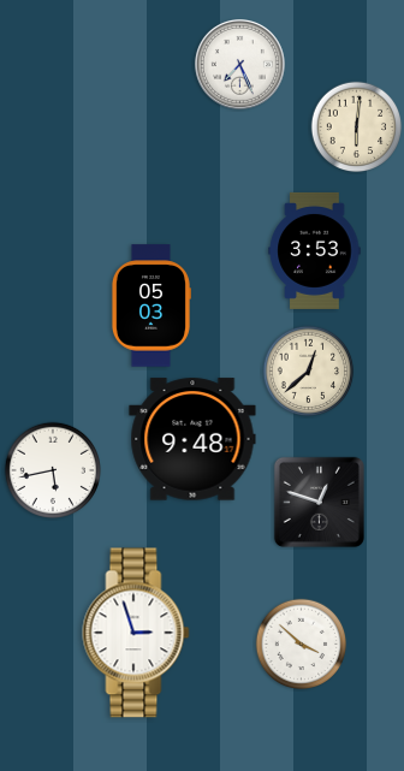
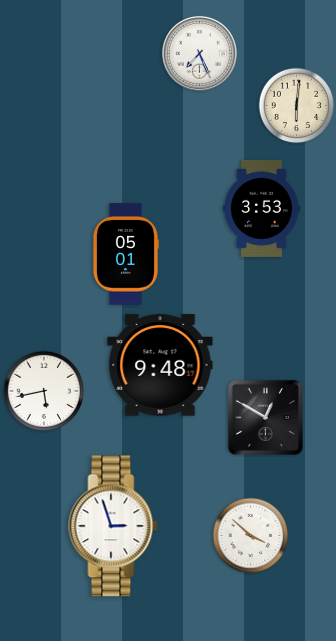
clock at (150, 306): 05:03 -> 05:01
clock at (309, 372): 12:38 -> none
clock at (319, 502): 12:48 -> 12:50
